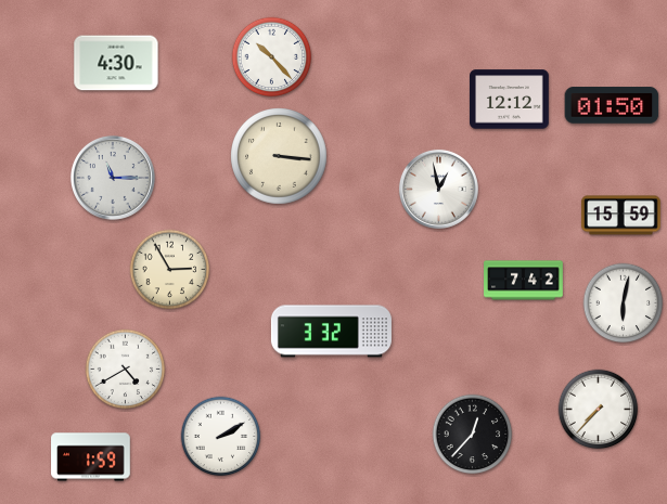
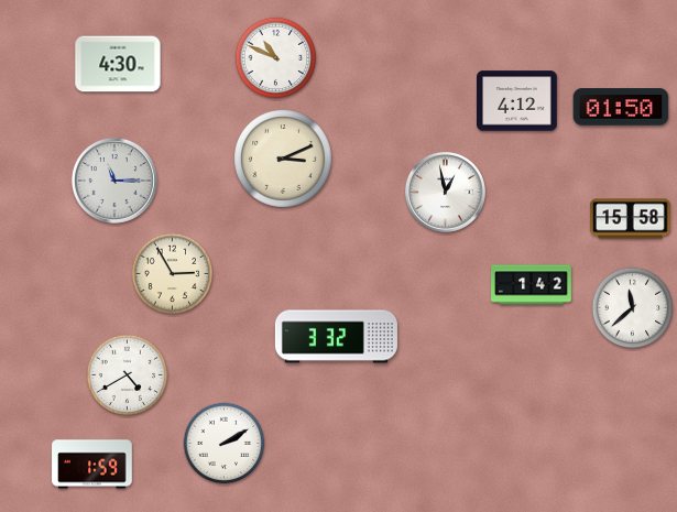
clock at (272, 57): 10:23 -> 10:49
clock at (510, 100): 12:12 -> 4:12
clock at (279, 156): 3:16 -> 3:11
clock at (621, 216): 15:59 -> 15:58
clock at (524, 281): 7:42 -> 1:42
clock at (624, 303): 6:02 -> 11:38
clock at (599, 410): 7:37 -> none
clock at (473, 435): 12:37 -> none
